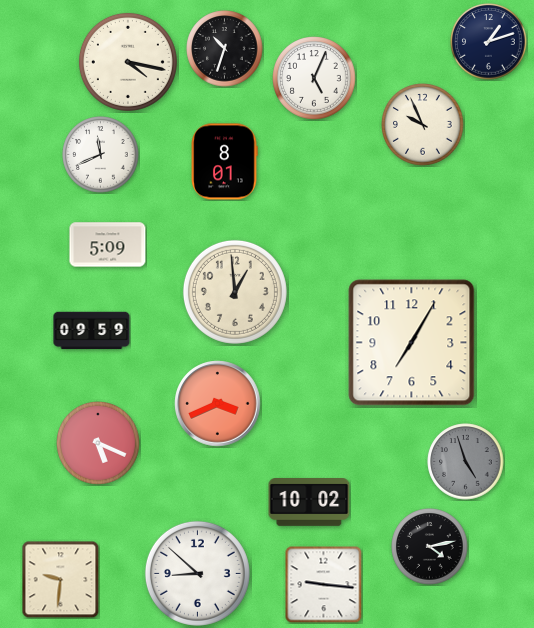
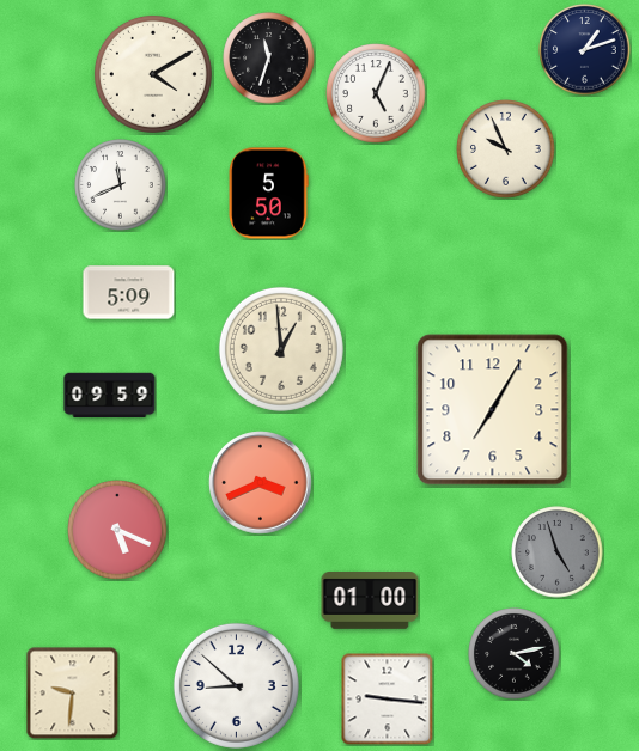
clock at (225, 49): 10:33 -> 11:33
clock at (128, 62): 4:17 -> 4:10
clock at (224, 162): 8:01 -> 5:50
clock at (309, 503): 10:02 -> 01:00
